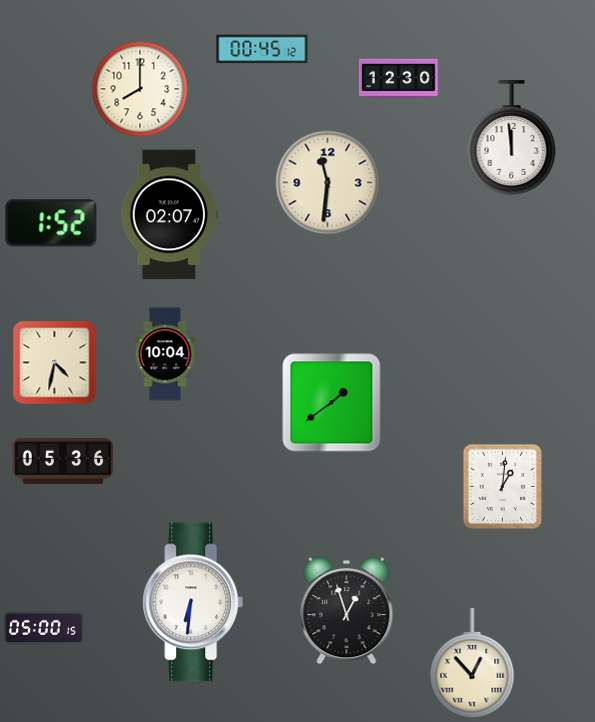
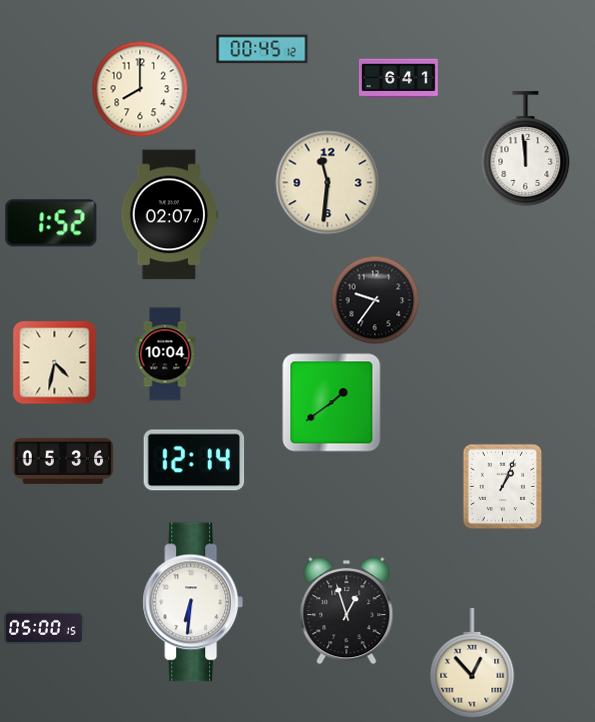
clock at (399, 79): 12:30 -> 6:41
clock at (512, 138) position: (512, 138) -> (526, 149)
clock at (375, 300): none -> 9:36
clock at (194, 460): none -> 12:14
clock at (503, 487): 1:01 -> 1:04
